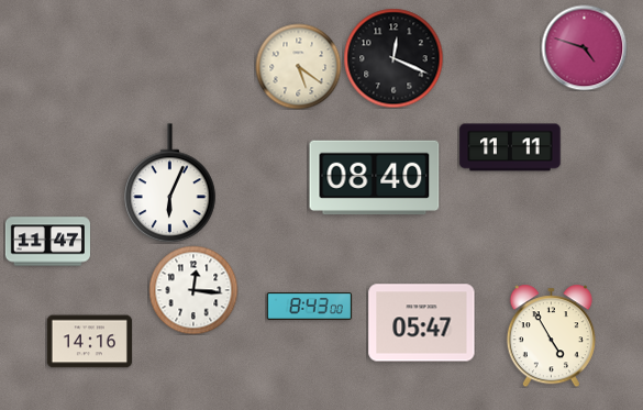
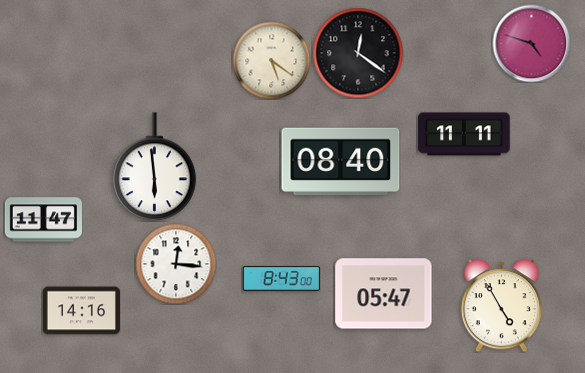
clock at (393, 58): 12:19 -> 12:21
clock at (170, 184): 6:04 -> 5:59
